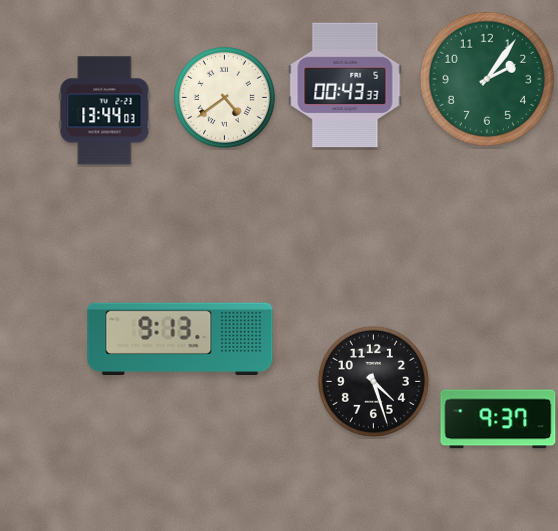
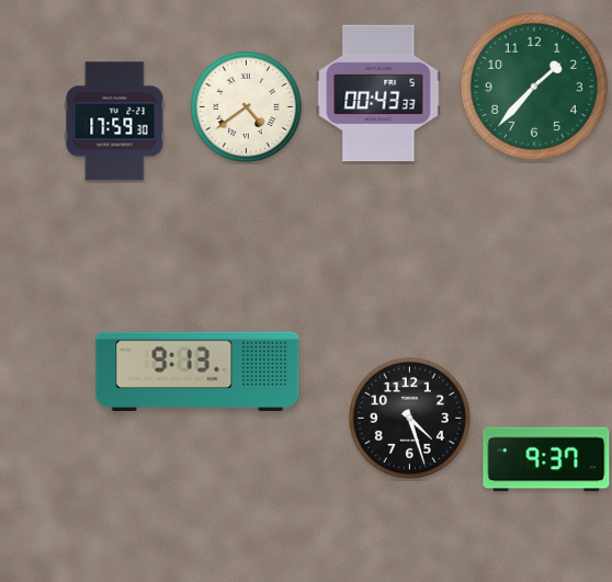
clock at (487, 79): 2:06 -> 1:37
clock at (105, 111): 13:44 -> 17:59
